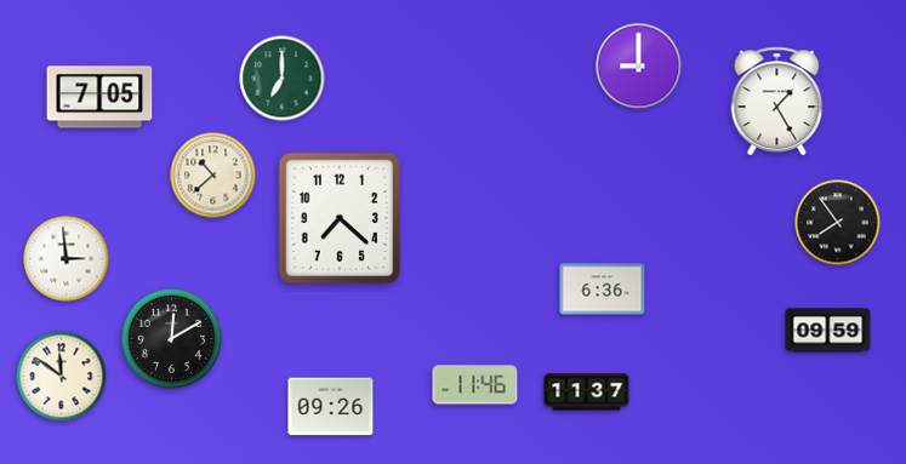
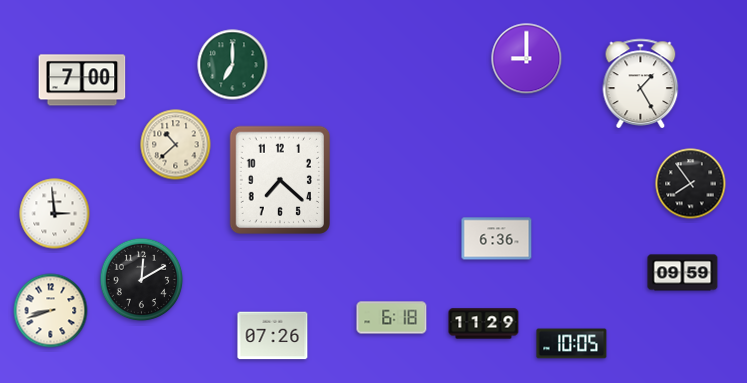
clock at (639, 67) position: (639, 67) -> (527, 59)
clock at (99, 97): 7:05 -> 7:00
clock at (62, 377): 11:51 -> 8:42
clock at (475, 385): 11:46 -> 6:18
clock at (587, 393): 11:37 -> 11:29
clock at (331, 407): 09:26 -> 07:26
clock at (572, 344): none -> 10:05
